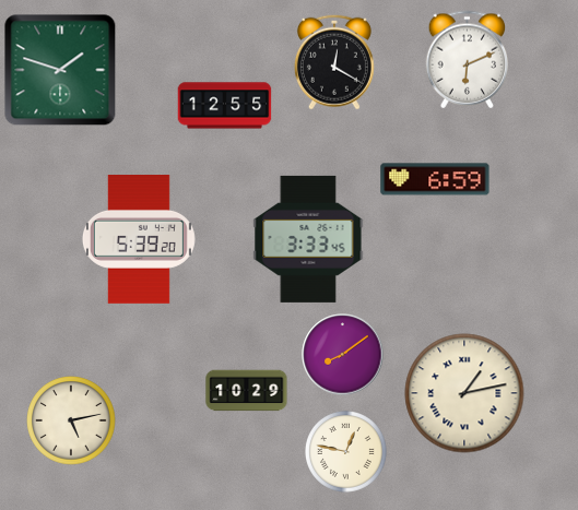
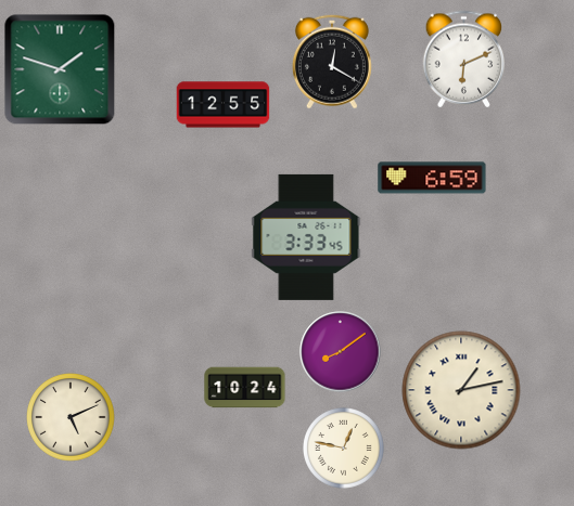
clock at (139, 240): 5:39 -> none
clock at (247, 391): 10:29 -> 10:24
clock at (71, 420): 5:13 -> 5:11
